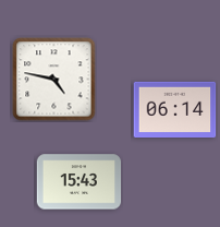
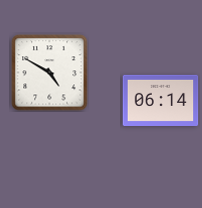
clock at (54, 80): 4:47 -> 4:50
clock at (80, 182): 15:43 -> none
